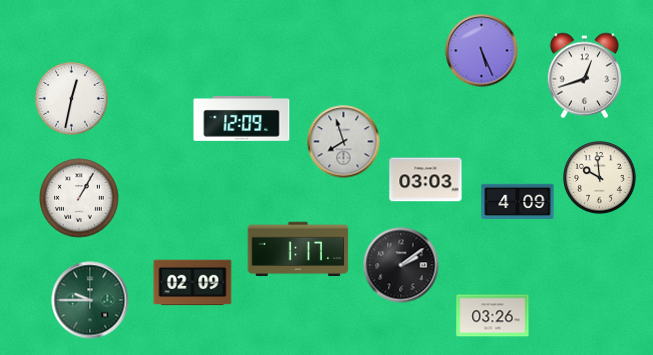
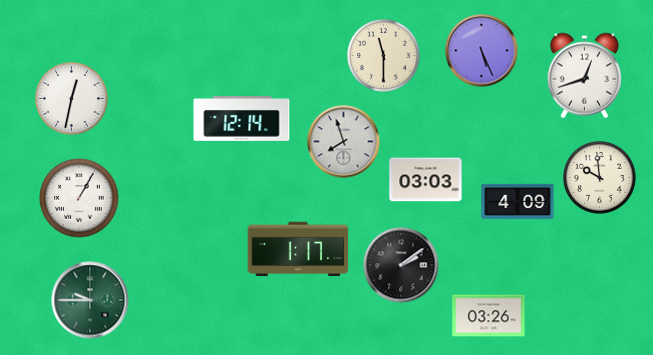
clock at (384, 56): none -> 11:30
clock at (242, 119): 12:09 -> 12:14
clock at (193, 283): 02:09 -> none
clock at (493, 316) position: (493, 316) -> (489, 316)
